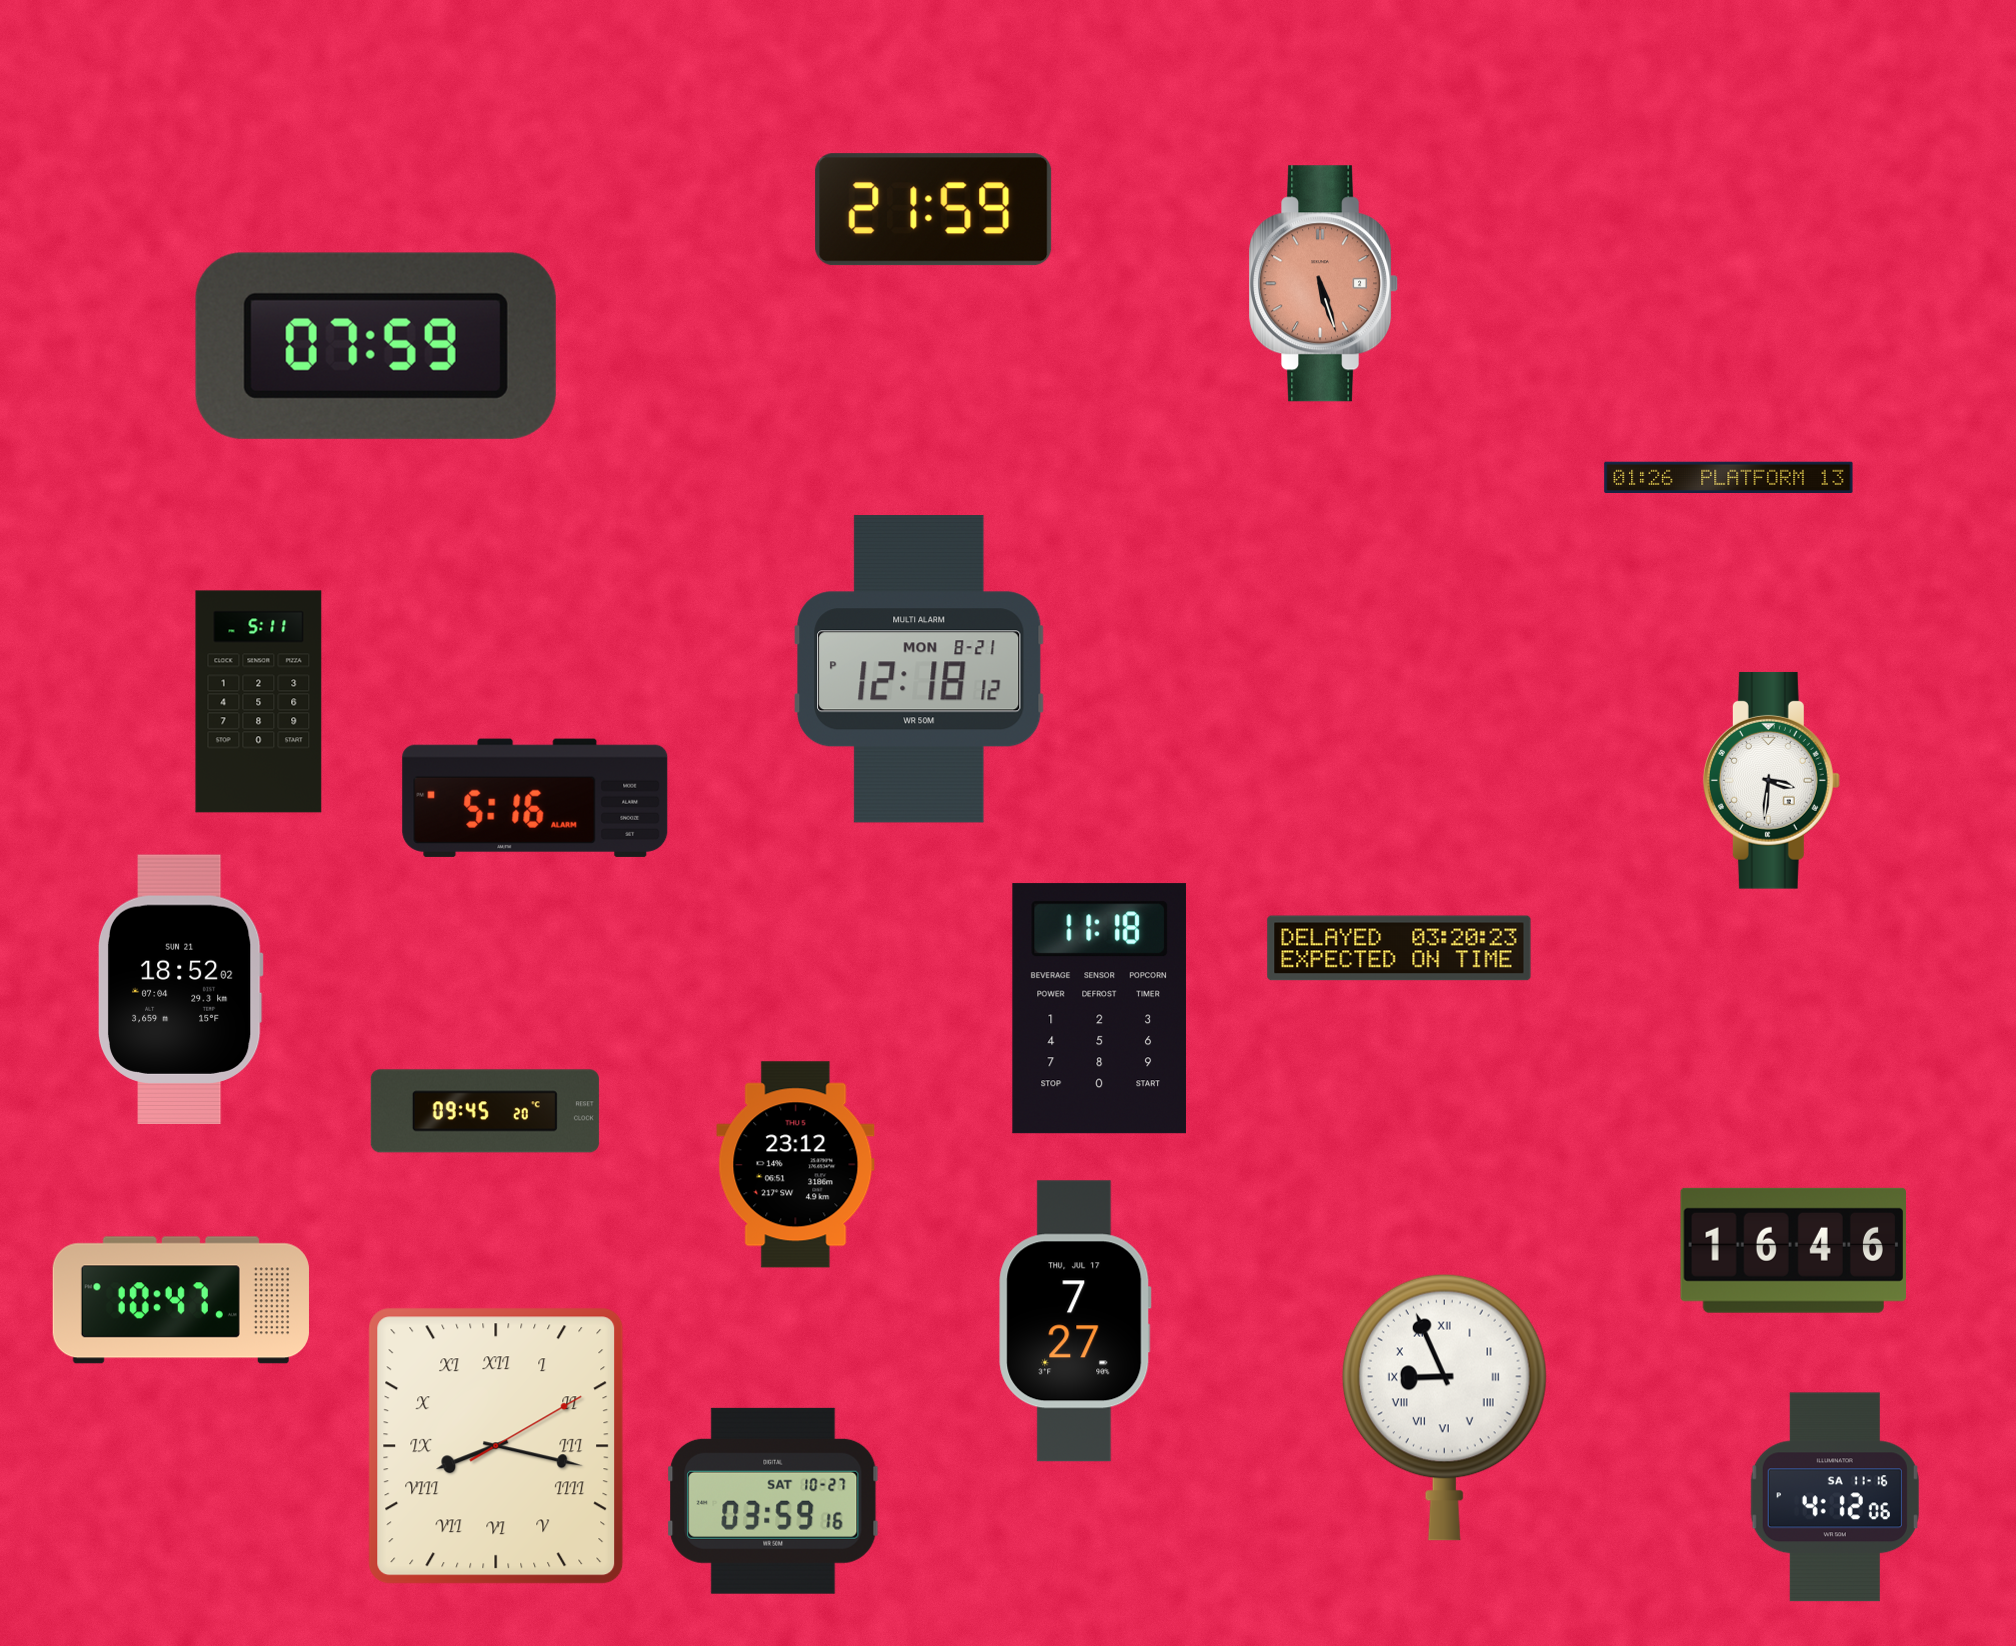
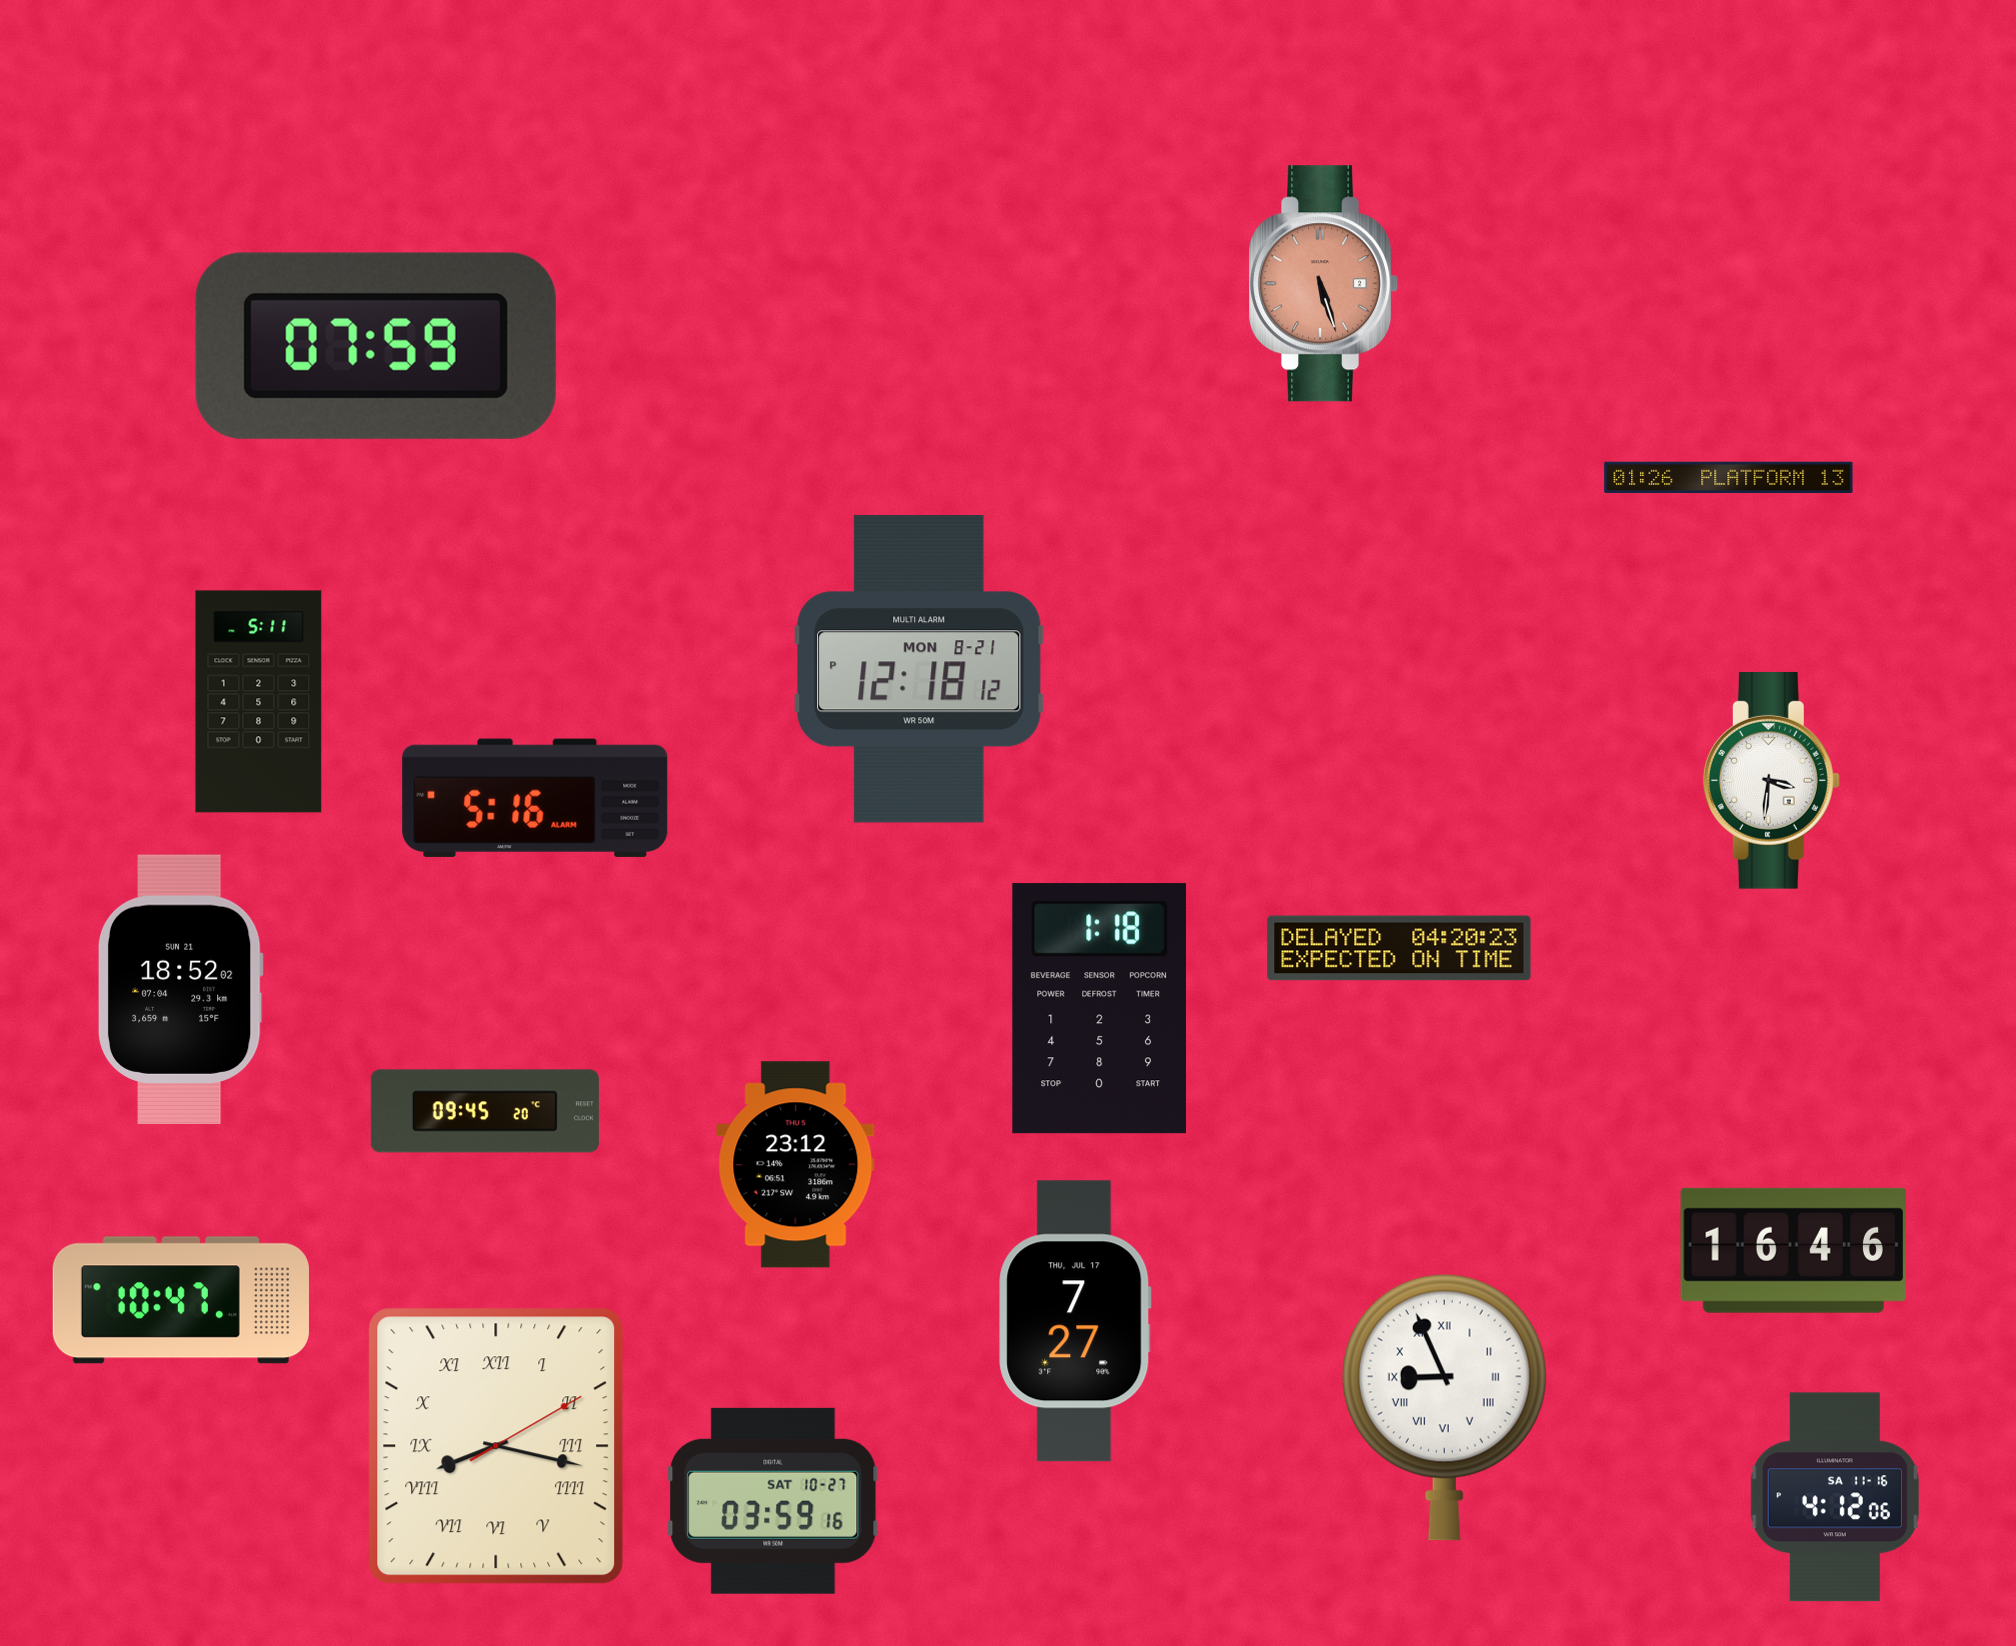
clock at (934, 210): 21:59 -> none
clock at (1399, 948): 03:20 -> 04:20
clock at (1099, 1009): 11:18 -> 1:18
